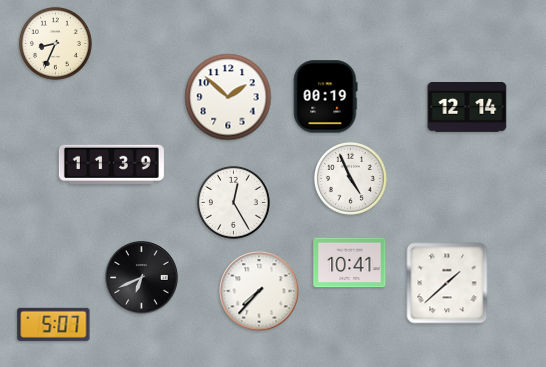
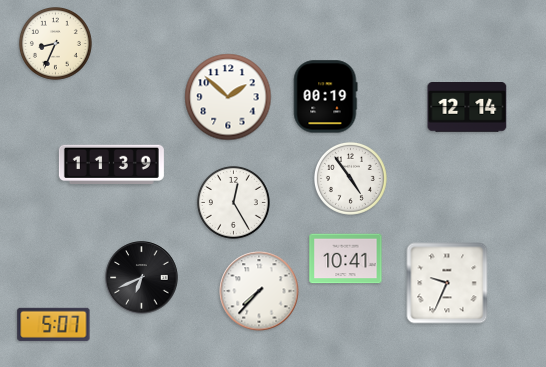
clock at (350, 178): 4:56 -> 4:54
clock at (350, 263) position: (350, 263) -> (346, 259)
clock at (447, 283): 1:38 -> 9:34
